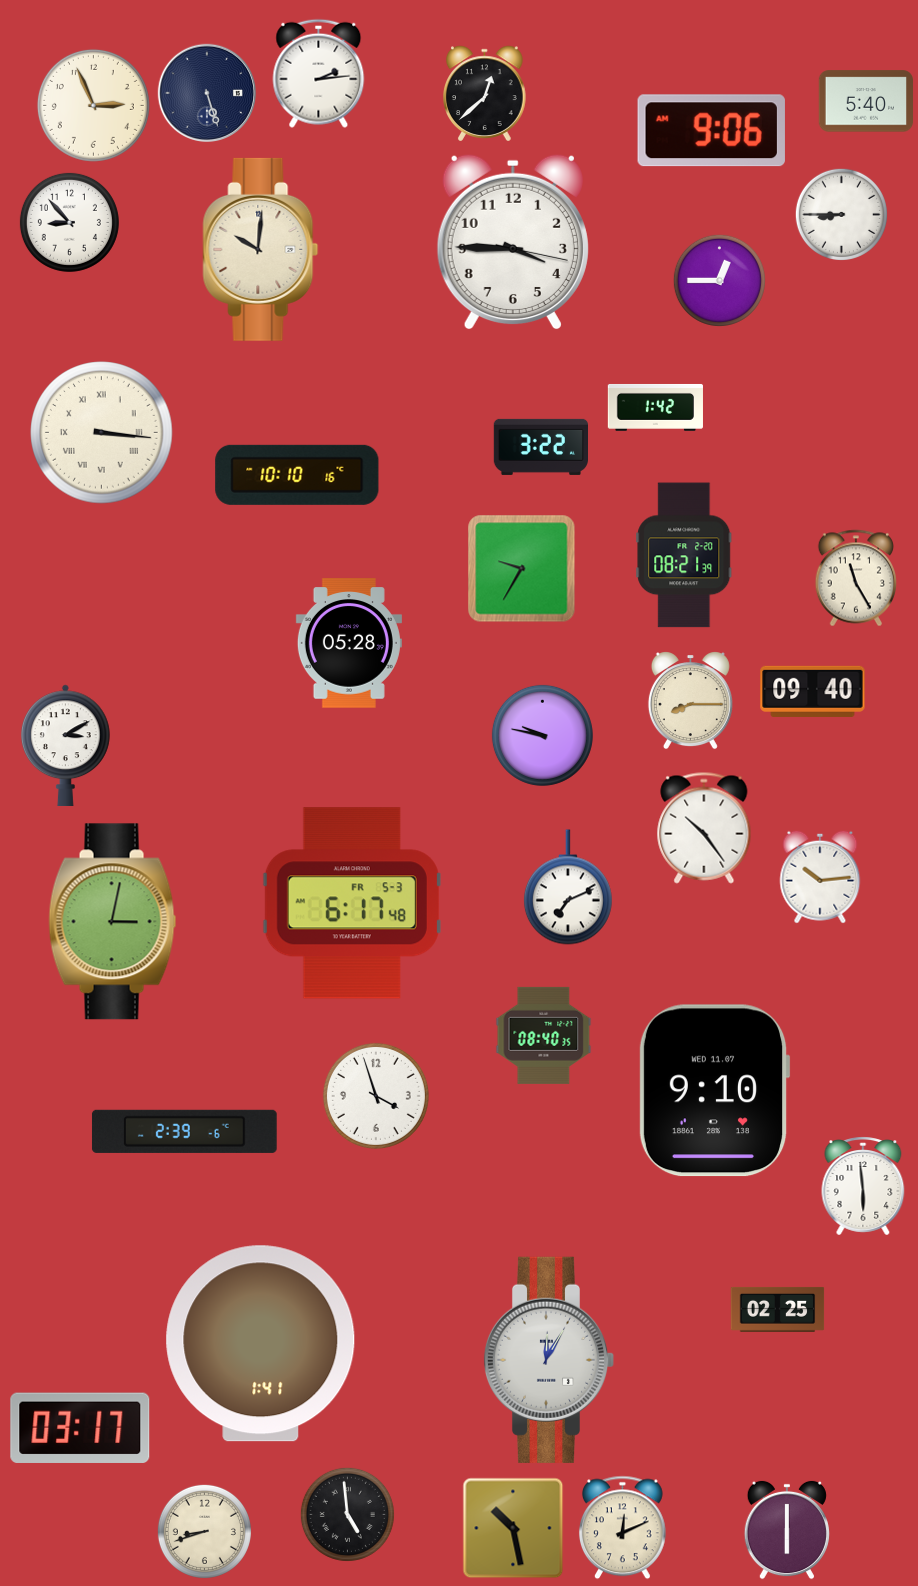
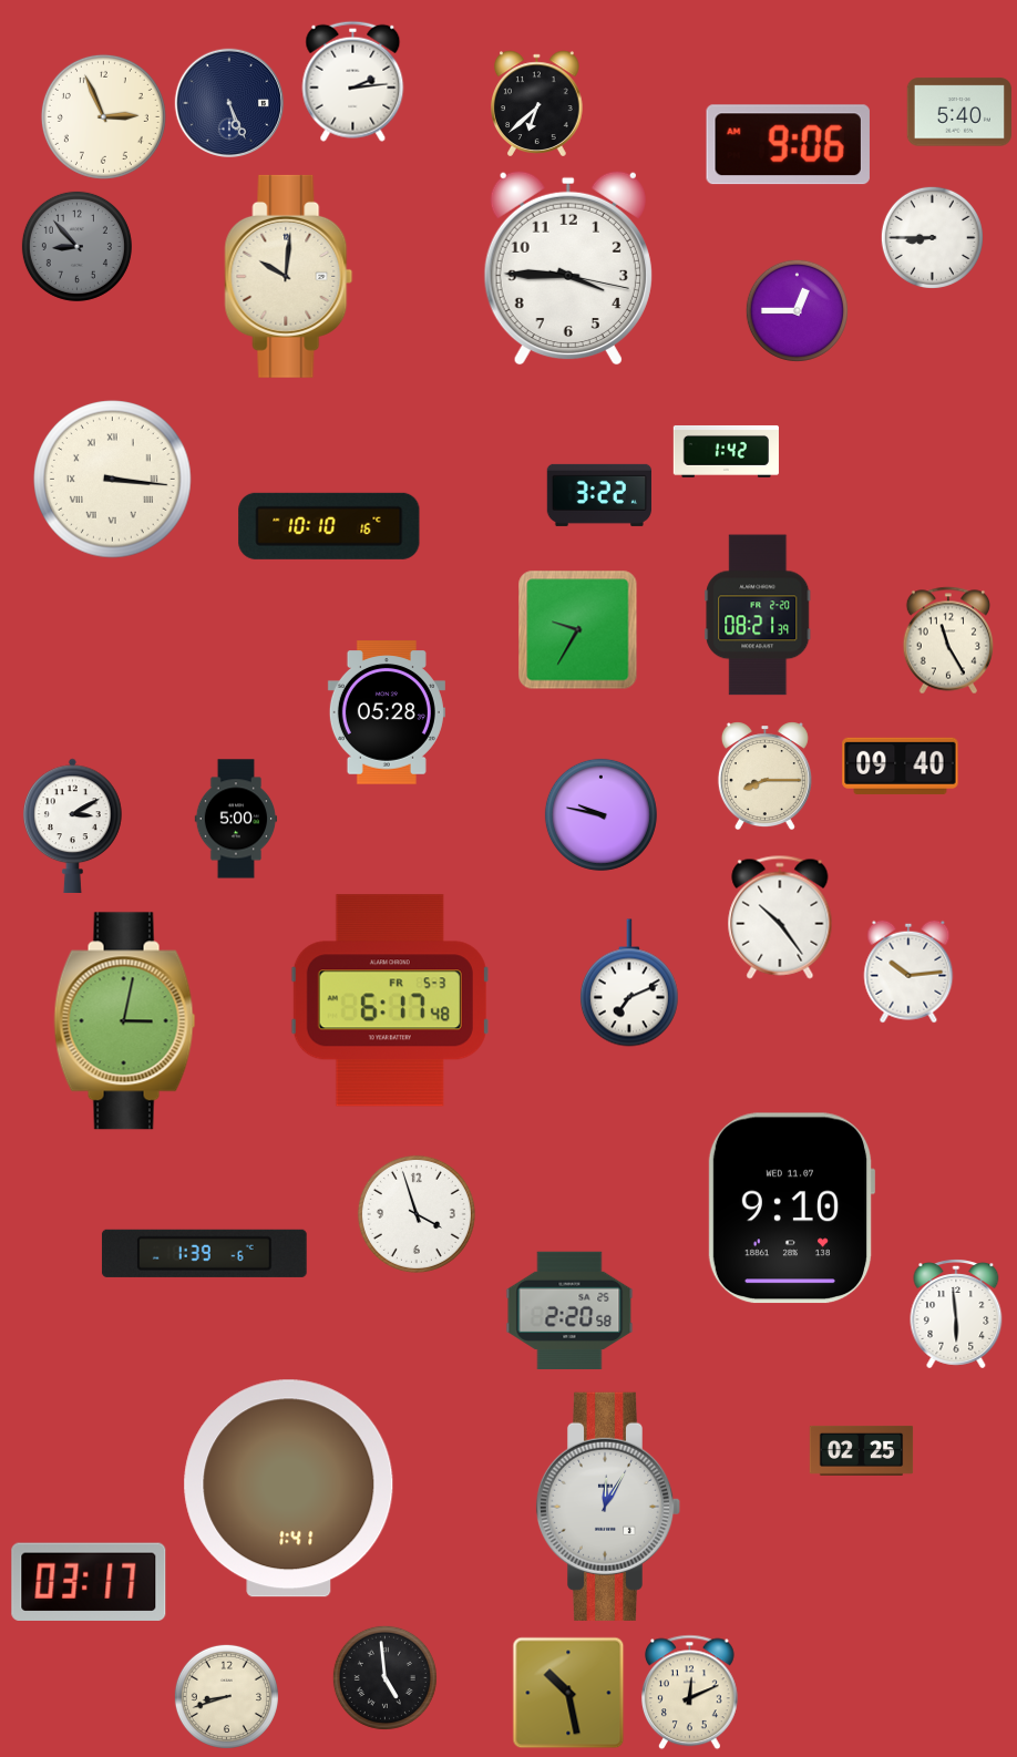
clock at (206, 92): 5:27 -> 5:26
clock at (485, 94): 12:38 -> 6:38
clock at (69, 222) dial: white -> grey
clock at (235, 819): none -> 5:00
clock at (544, 1035): 08:40 -> none
clock at (185, 1131): 2:39 -> 1:39
clock at (569, 1309): none -> 2:20
clock at (787, 1530): 6:00 -> none
